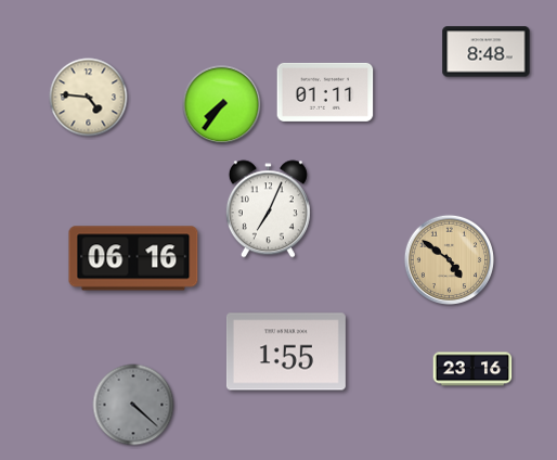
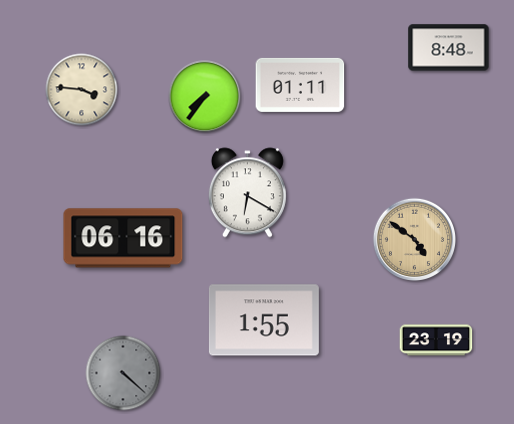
clock at (89, 98): 4:46 -> 3:46
clock at (268, 209): 7:04 -> 6:20
clock at (286, 352) position: (286, 352) -> (264, 320)
clock at (472, 369): 23:16 -> 23:19
